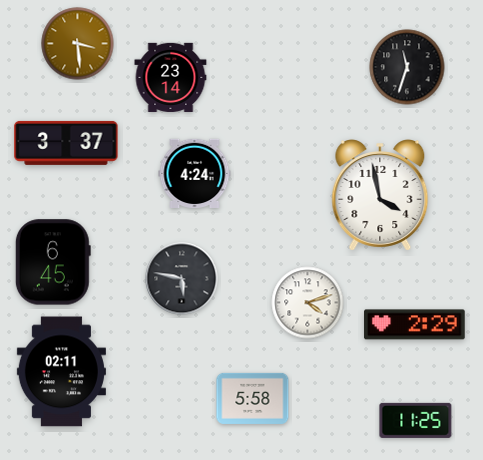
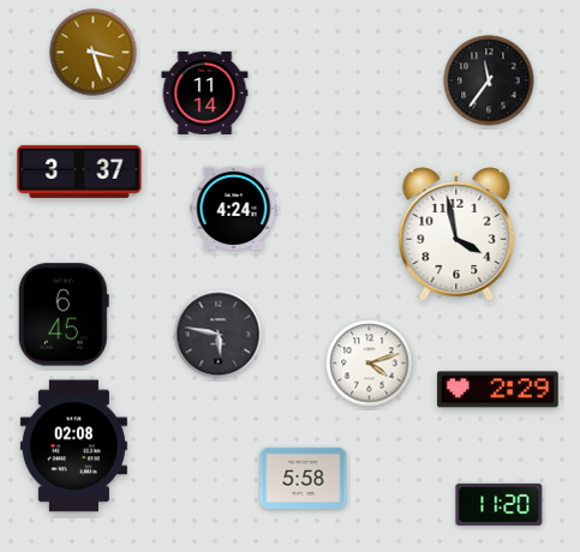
clock at (78, 44): 3:29 -> 3:27
clock at (407, 67): 11:33 -> 11:36
clock at (171, 77): 23:14 -> 11:14
clock at (61, 372): 02:11 -> 02:08
clock at (416, 420): 11:25 -> 11:20
